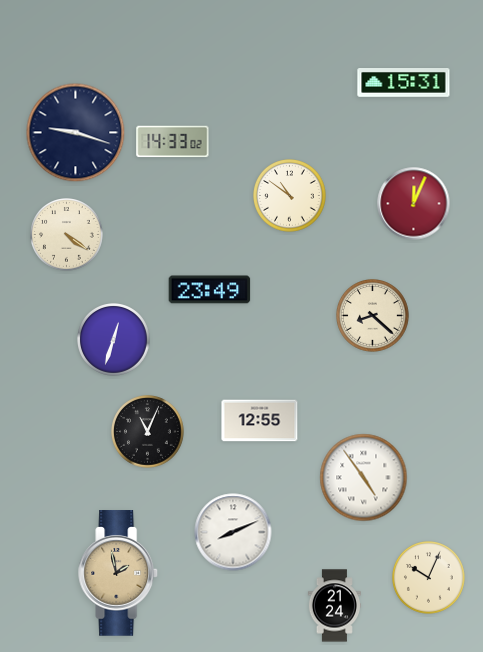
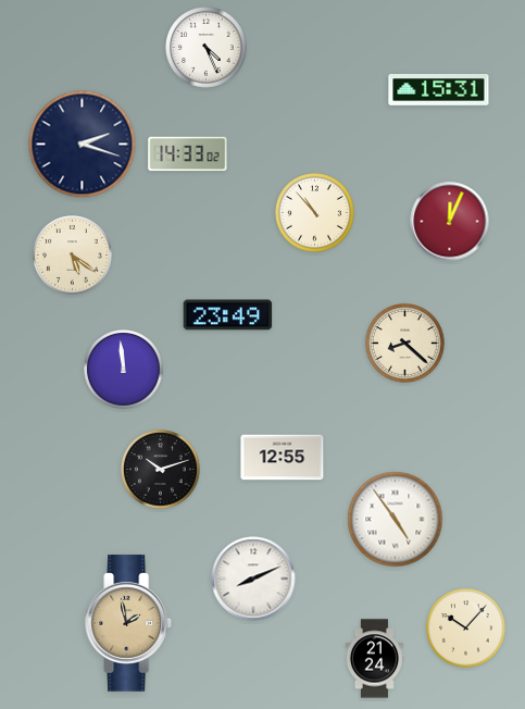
clock at (207, 48): none -> 4:26
clock at (76, 133): 9:18 -> 2:18
clock at (290, 196): 10:51 -> 10:53
clock at (67, 235): 4:21 -> 5:21
clock at (114, 340): 12:33 -> 11:59
clock at (148, 432): 11:04 -> 10:12
clock at (429, 578): 10:04 -> 10:07
clock at (334, 606) position: (334, 606) -> (374, 659)
